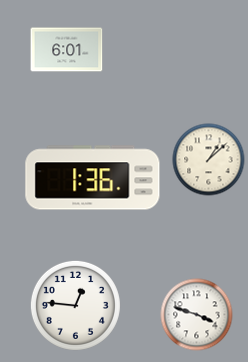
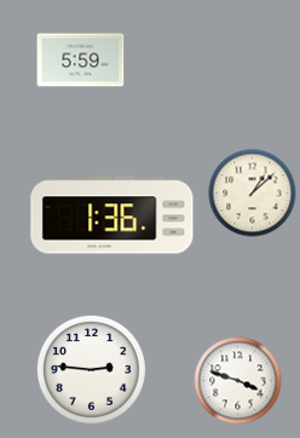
clock at (67, 50): 6:01 -> 5:59
clock at (75, 305): 12:46 -> 2:46
